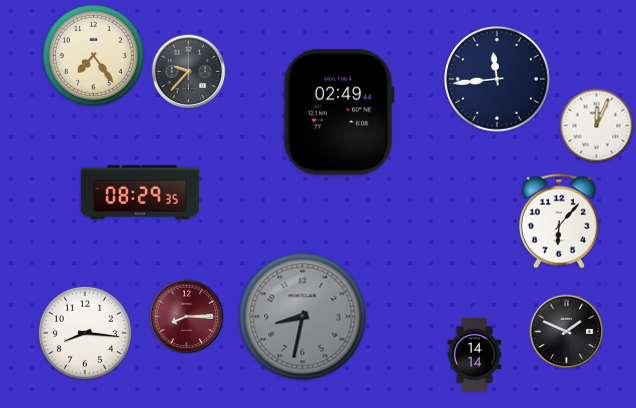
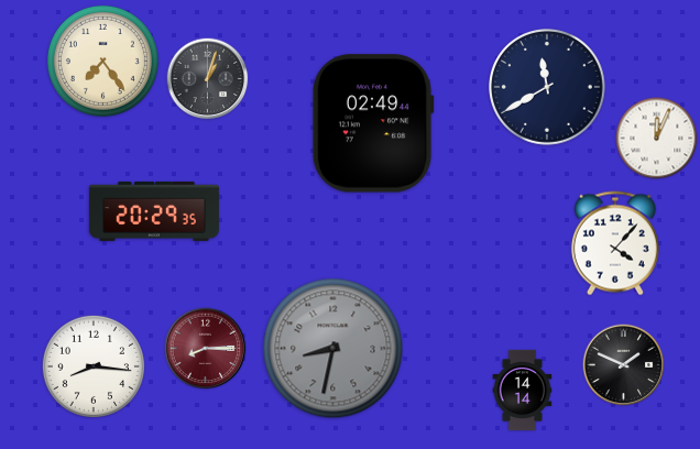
clock at (189, 72): 9:37 -> 1:03
clock at (498, 80): 11:44 -> 11:40
clock at (140, 192): 08:29 -> 20:29
clock at (559, 221): 6:07 -> 4:07
